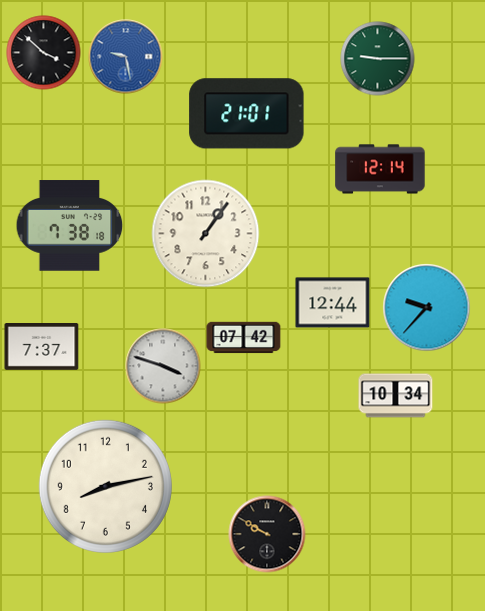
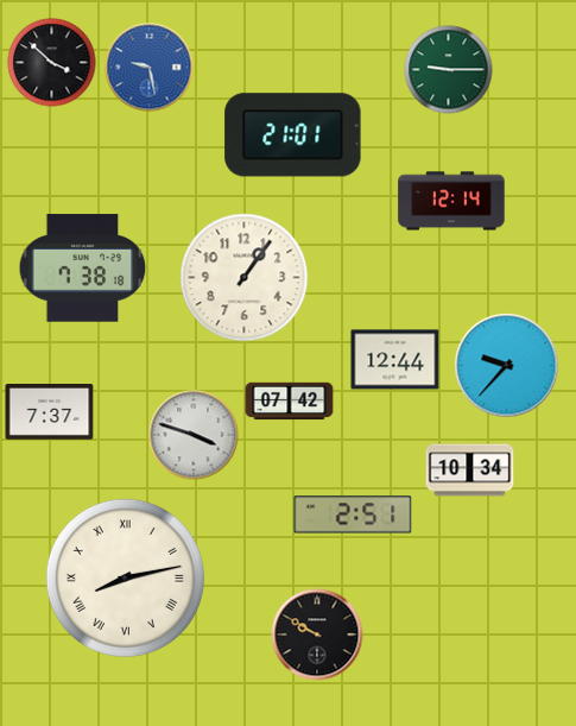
clock at (353, 514): none -> 2:51
clock at (105, 486) numerals: Arabic -> Roman
